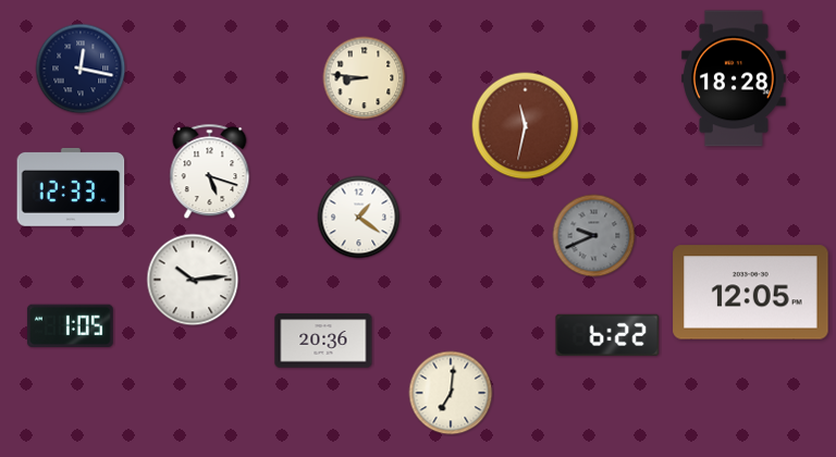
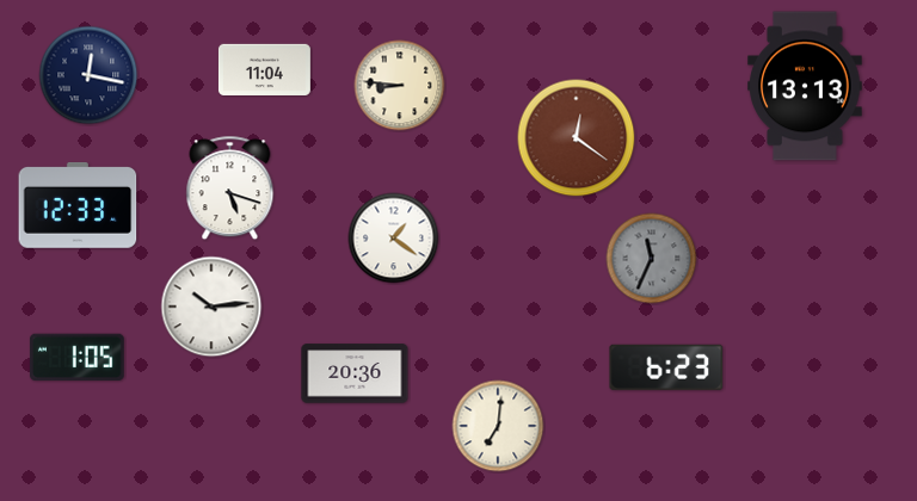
clock at (264, 69): none -> 11:04
clock at (734, 78): 18:28 -> 13:13
clock at (526, 126): 11:32 -> 12:21
clock at (594, 236): 9:41 -> 11:34
clock at (751, 293): 12:05 -> none
clock at (607, 335): 6:22 -> 6:23
clock at (451, 393) position: (451, 393) -> (498, 426)
